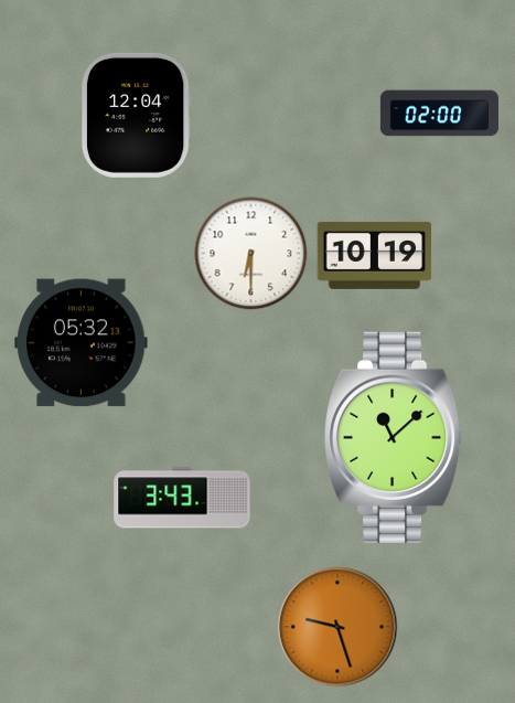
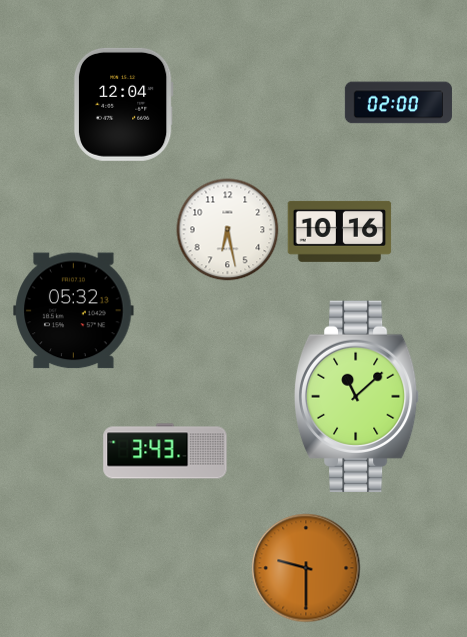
clock at (251, 254): 6:30 -> 6:28
clock at (375, 255): 10:19 -> 10:16
clock at (337, 627): 9:27 -> 9:30
